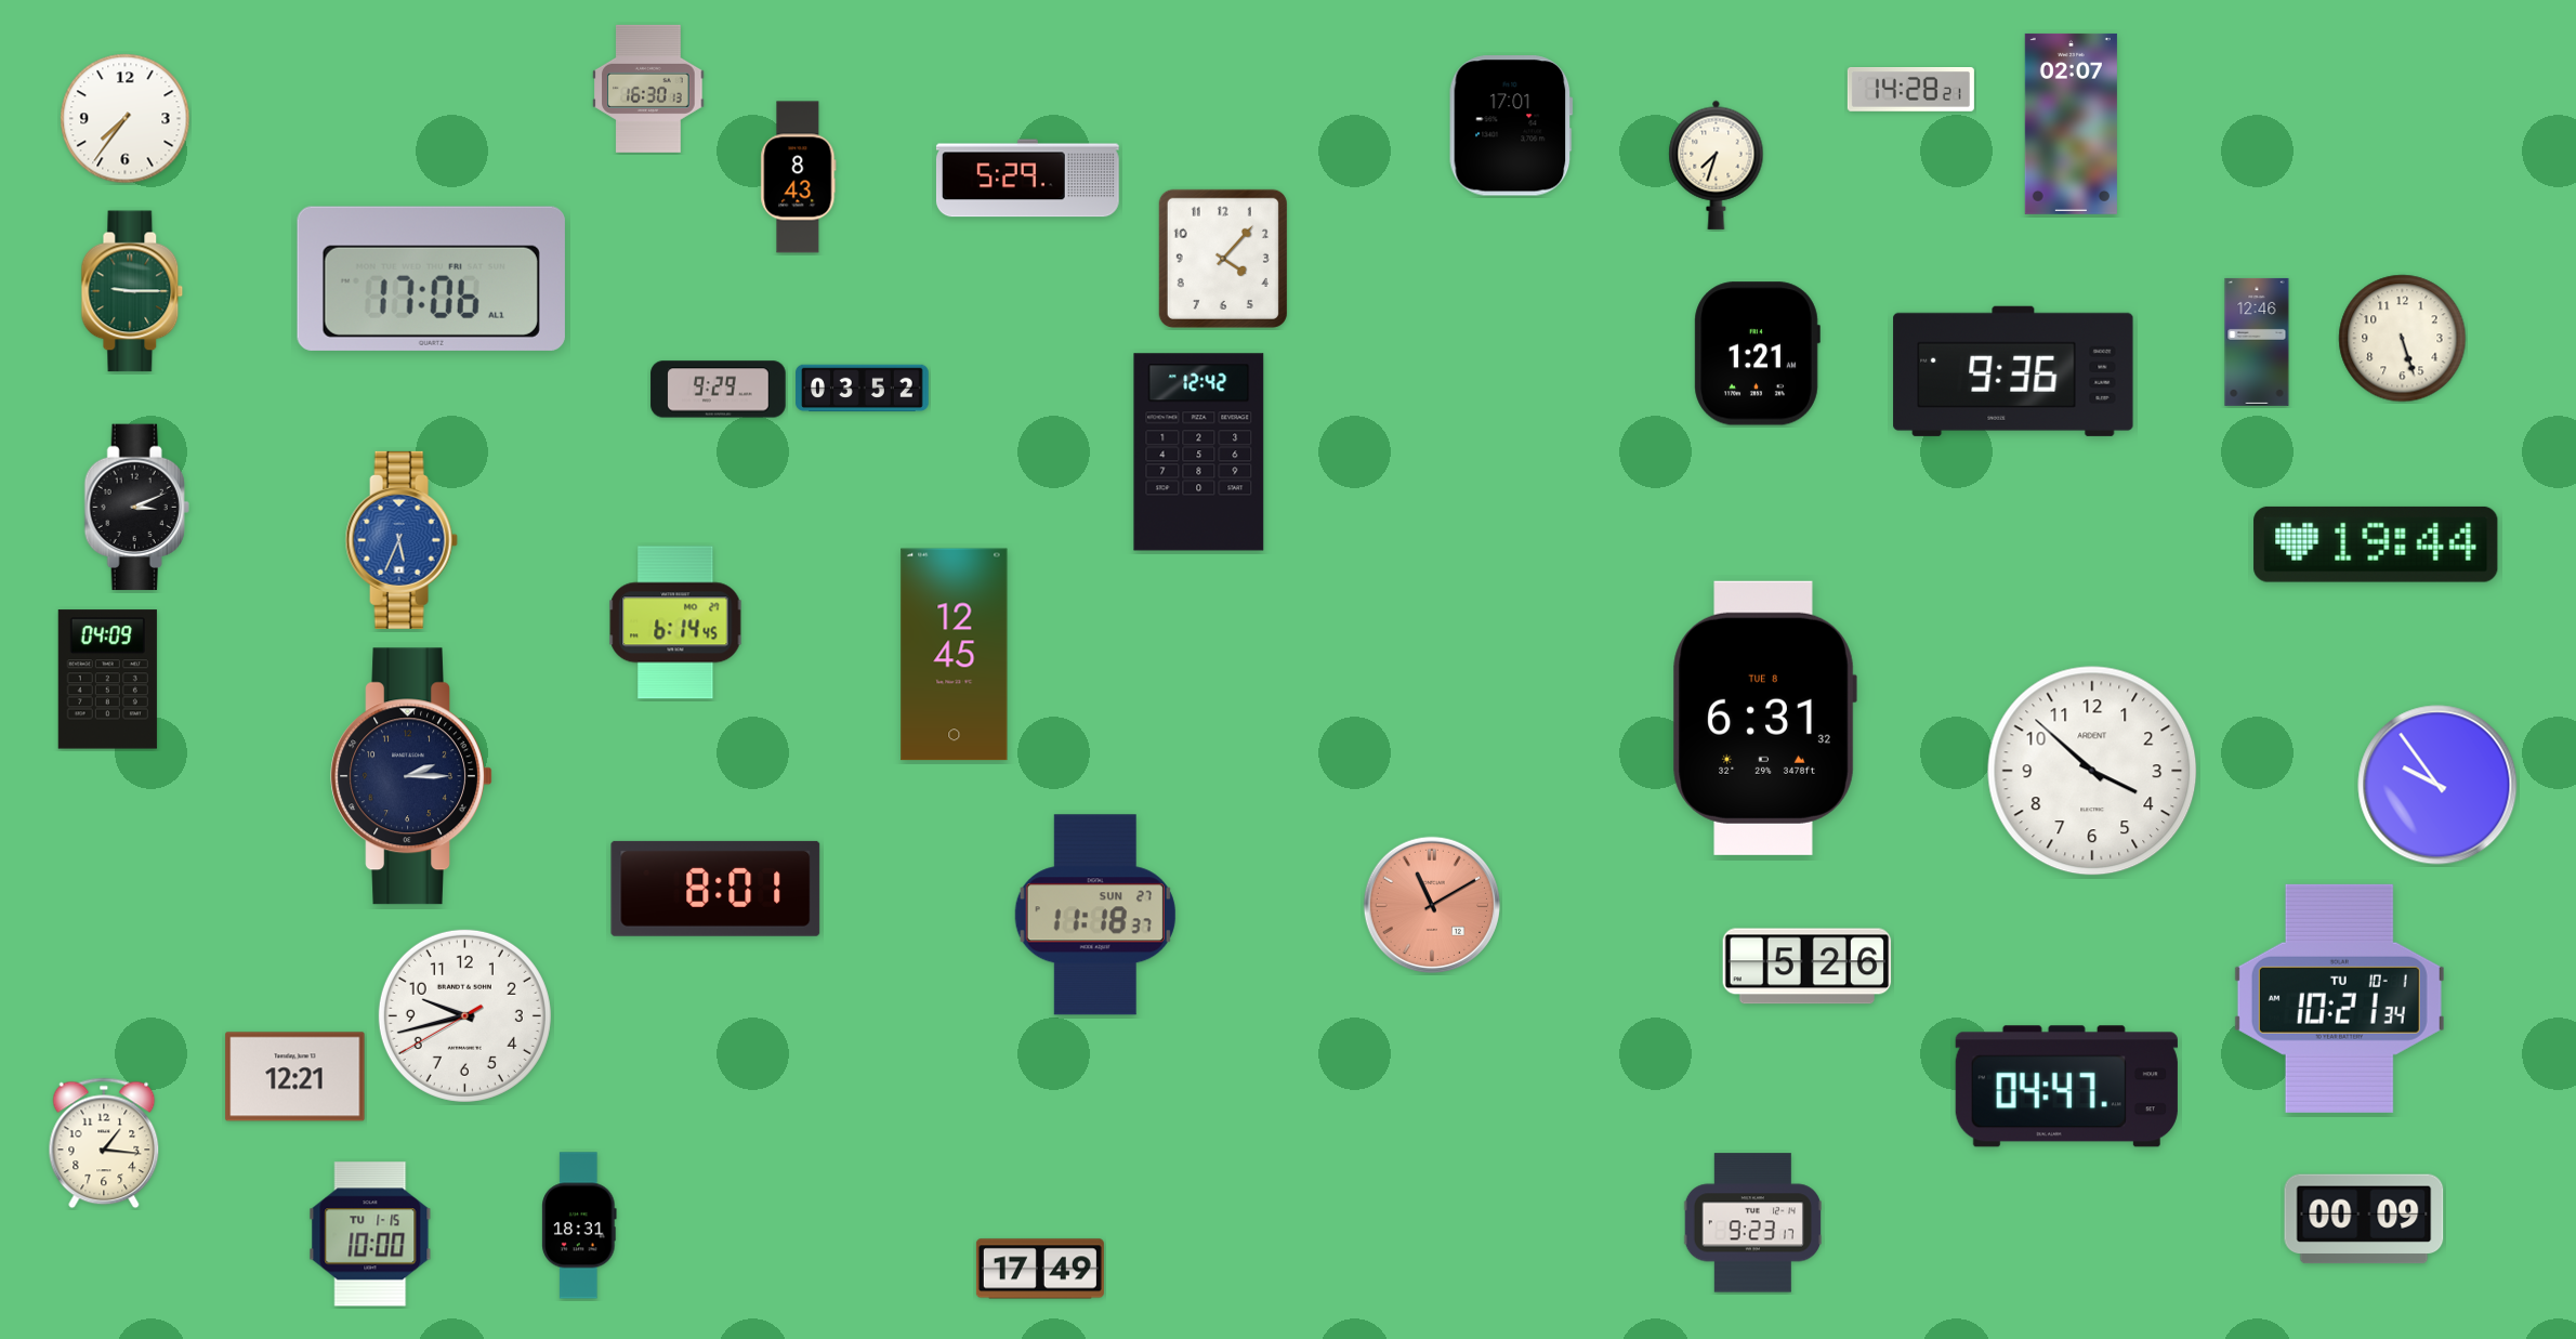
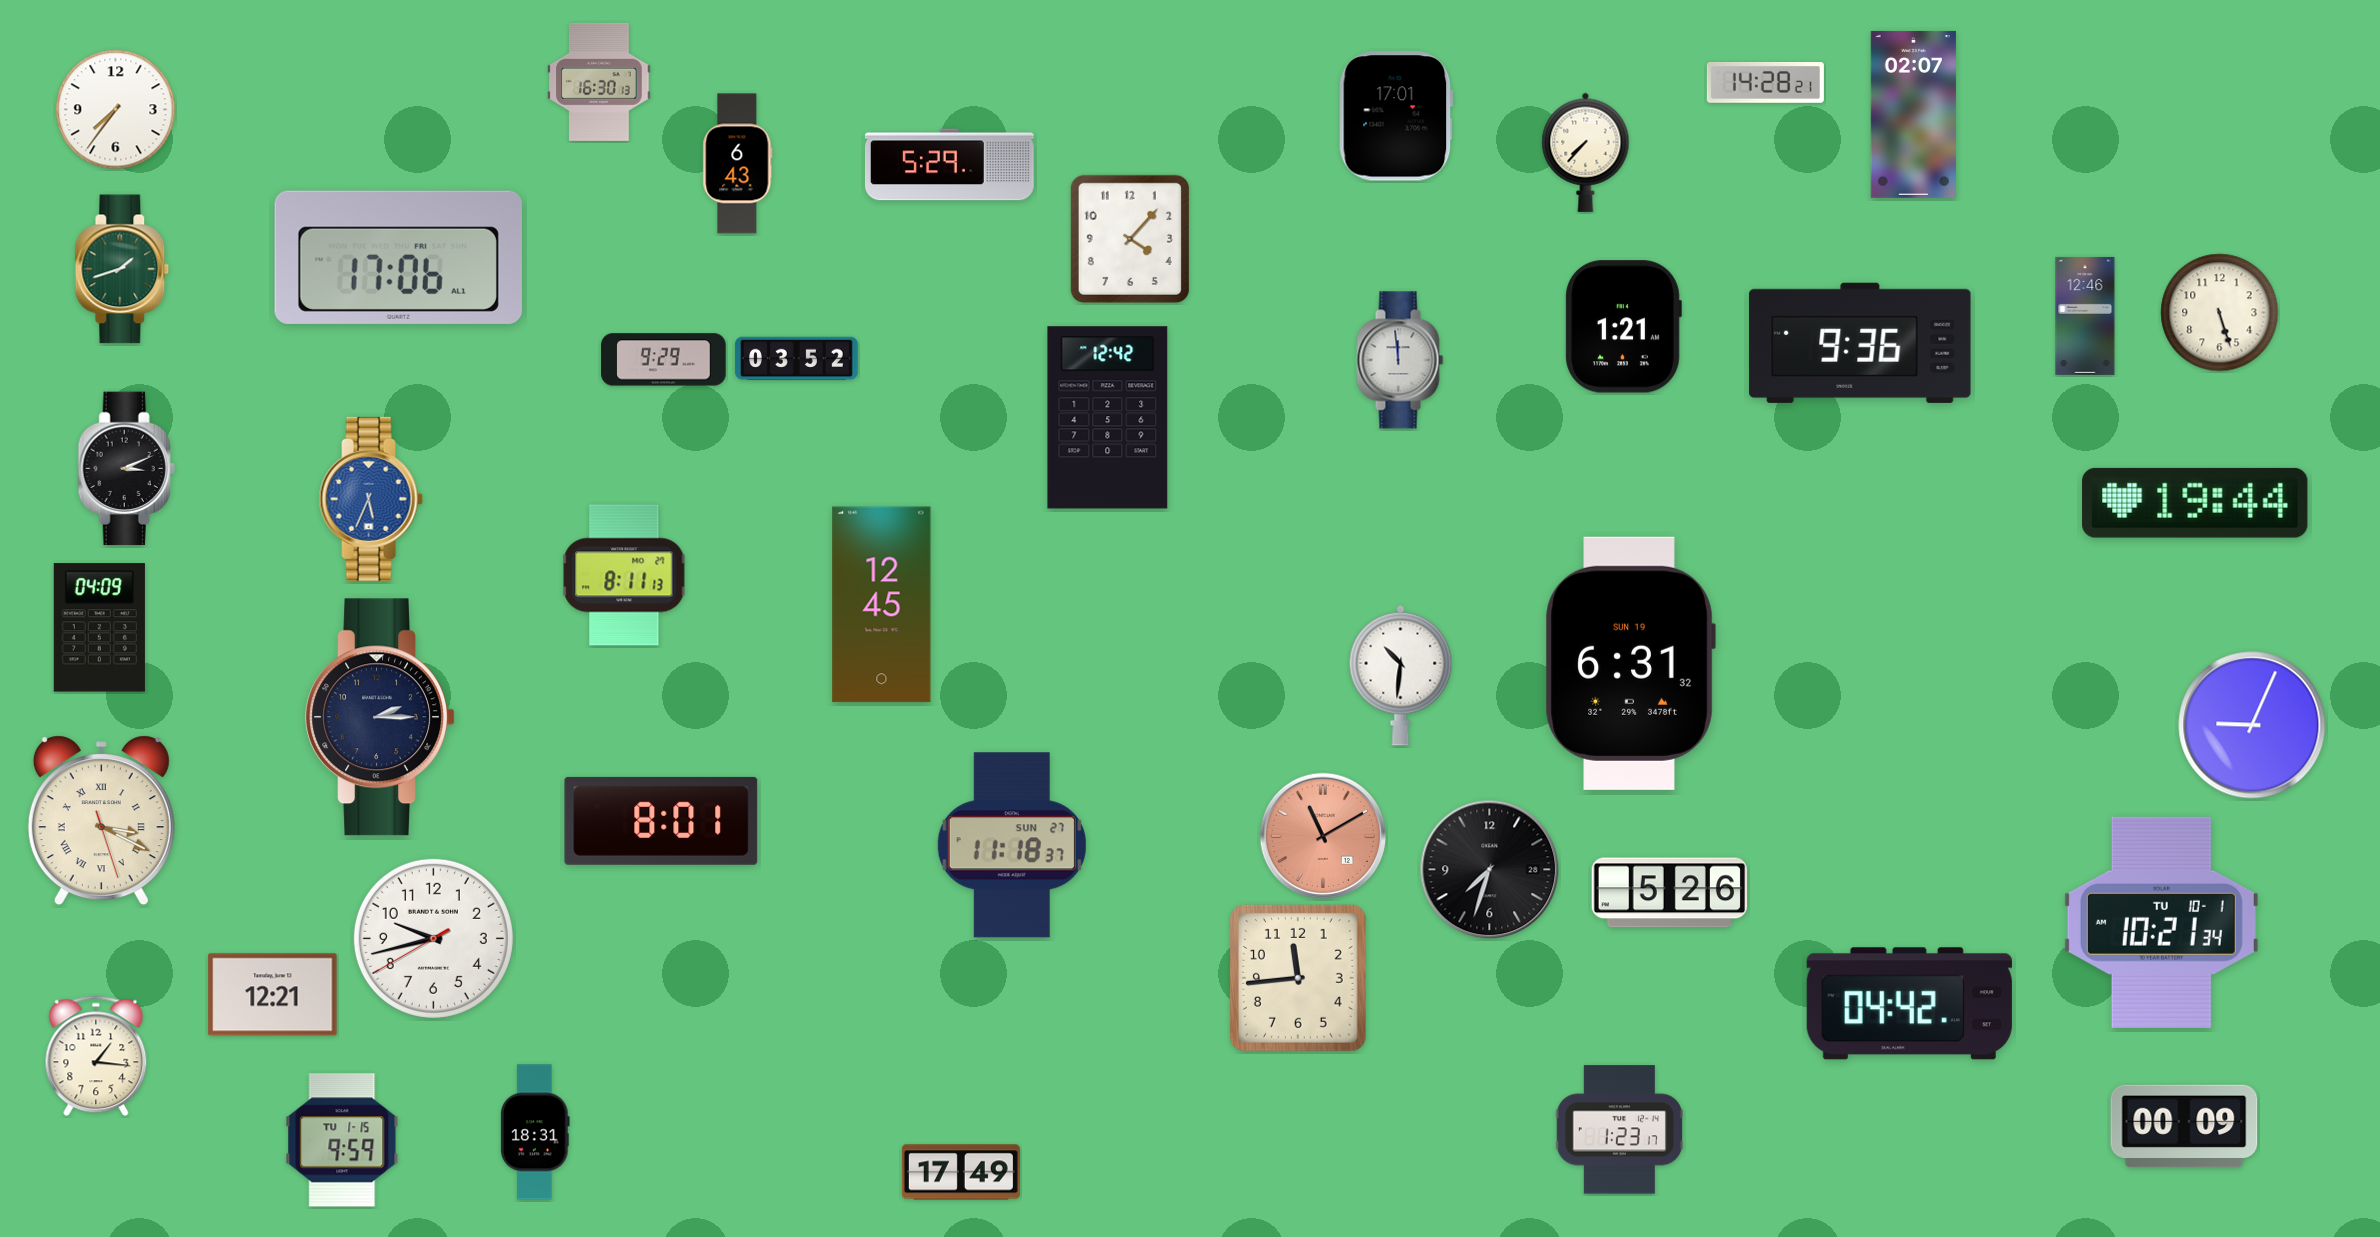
clock at (1717, 165): 7:33 -> 7:37
clock at (799, 178): 8:43 -> 6:43
clock at (132, 291): 9:15 -> 1:42
clock at (1400, 360): none -> 11:59
clock at (675, 622): 6:14 -> 8:11
clock at (1764, 718) date: TUE 8 -> SUN 19
clock at (1401, 675): none -> 10:31
clock at (2092, 771): 3:52 -> none
clock at (2437, 785): 9:54 -> 9:04
clock at (101, 821): none -> 3:19
clock at (1490, 870): none -> 7:33
clock at (464, 1015) position: (464, 1015) -> (433, 938)
clock at (1298, 978): none -> 11:44
clock at (2066, 1087): 04:47 -> 04:42
clock at (1752, 1223): 9:23 -> 1:23
clock at (370, 1234): 10:00 -> 9:59
